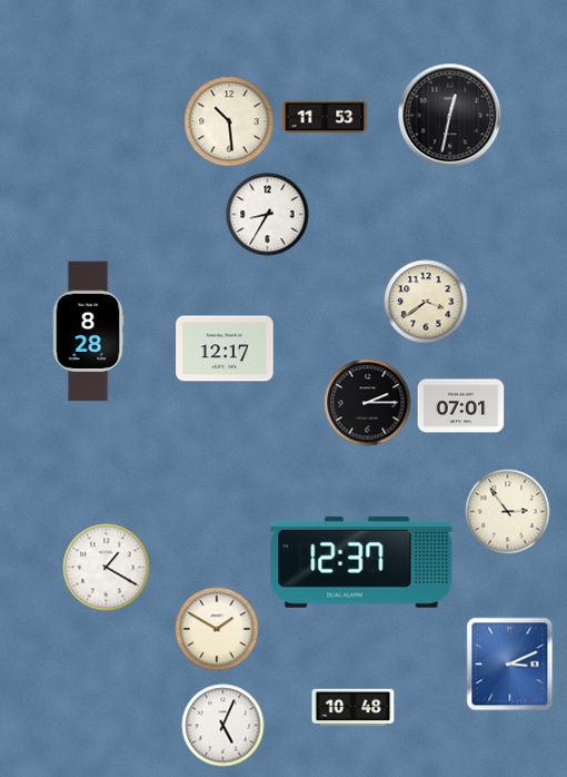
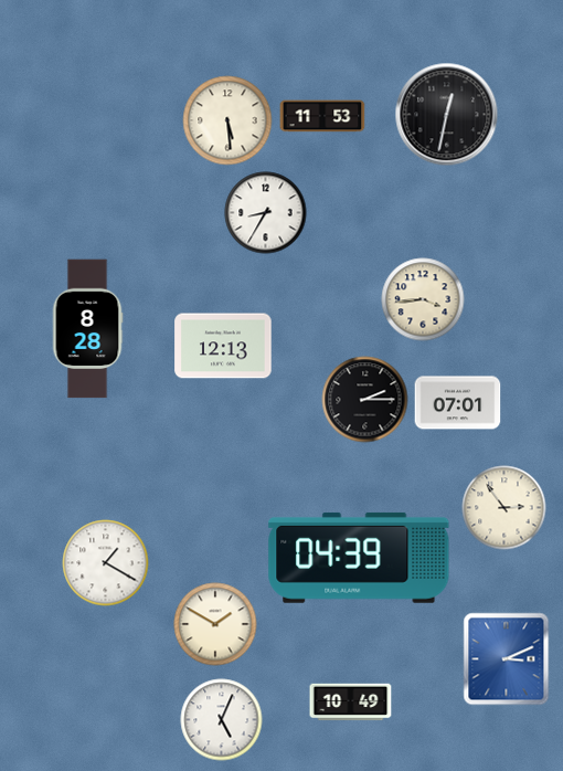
clock at (229, 121): 10:29 -> 5:29
clock at (426, 302): 3:39 -> 3:44
clock at (225, 348): 12:17 -> 12:13
clock at (361, 562): 12:37 -> 04:39
clock at (354, 708): 10:48 -> 10:49
